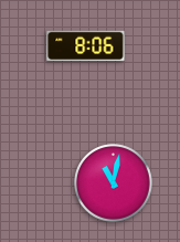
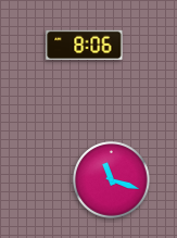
clock at (114, 183): 11:02 -> 11:18
